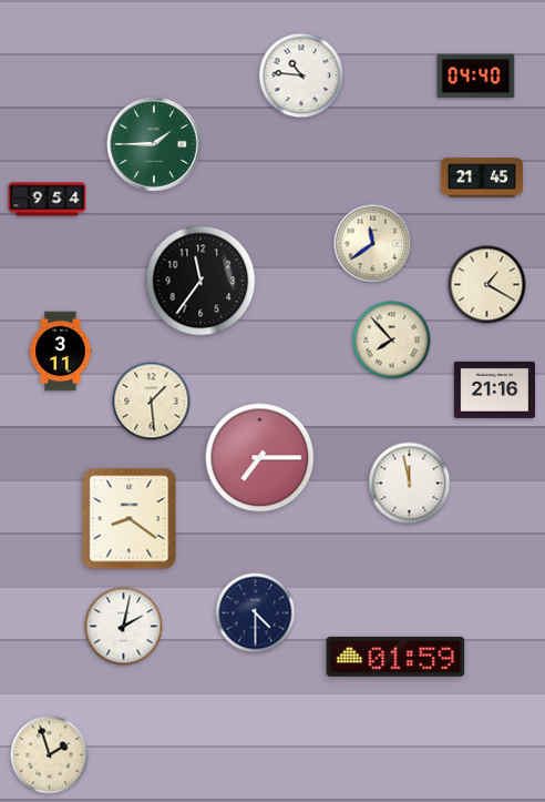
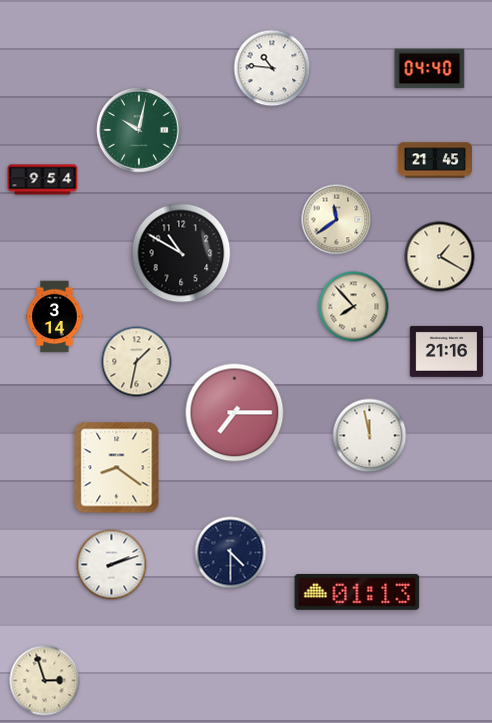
clock at (154, 144): 1:45 -> 10:02
clock at (200, 281): 11:36 -> 10:50
clock at (61, 352): 3:11 -> 3:14
clock at (152, 402): 1:29 -> 1:32
clock at (124, 627): 2:02 -> 2:12
clock at (395, 657): 01:59 -> 01:13
clock at (50, 755): 1:57 -> 2:57
